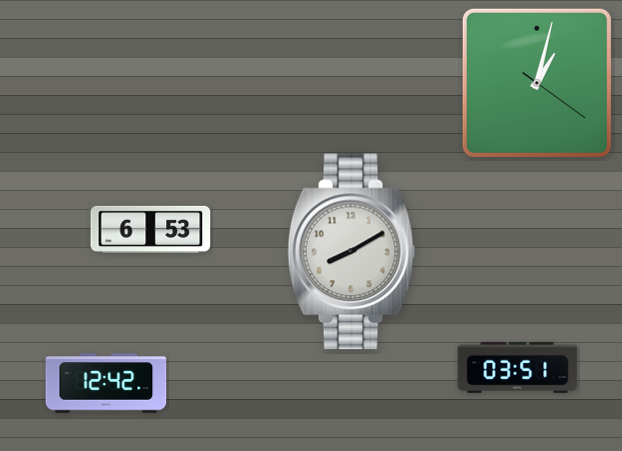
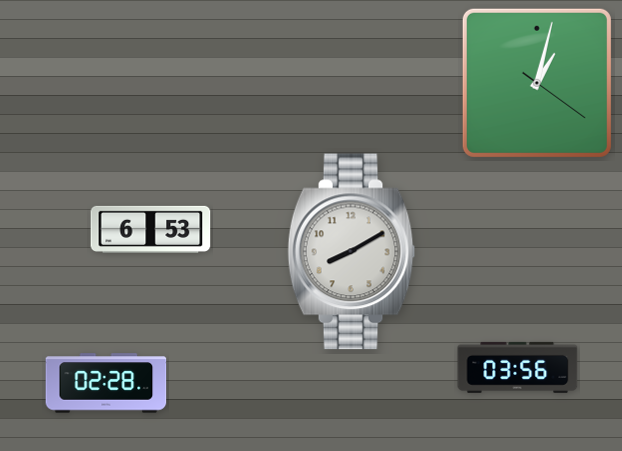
clock at (518, 367): 03:51 -> 03:56
clock at (106, 383): 12:42 -> 02:28
